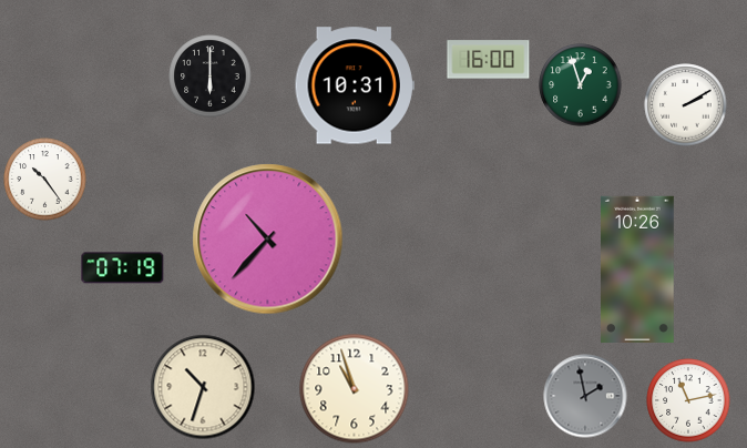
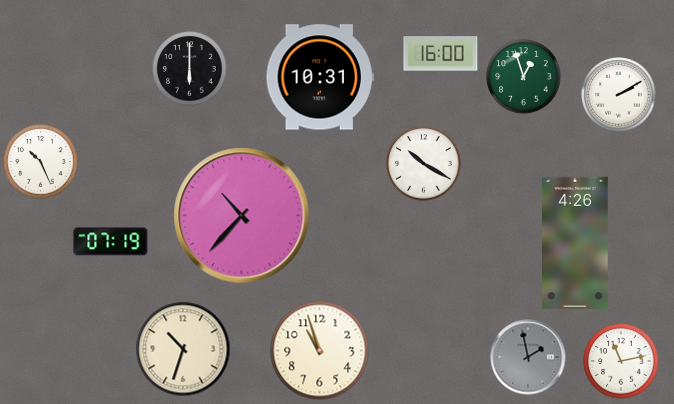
clock at (45, 180): 10:24 -> 10:26
clock at (424, 164): none -> 10:20
clock at (638, 268): 10:26 -> 4:26
